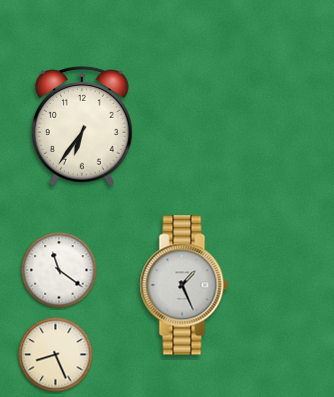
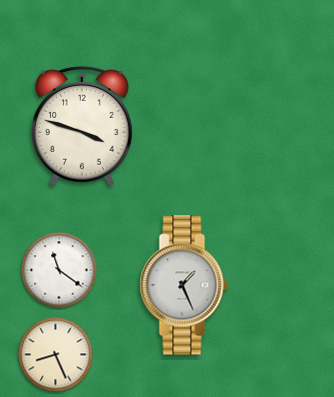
clock at (82, 126): 6:36 -> 3:48
